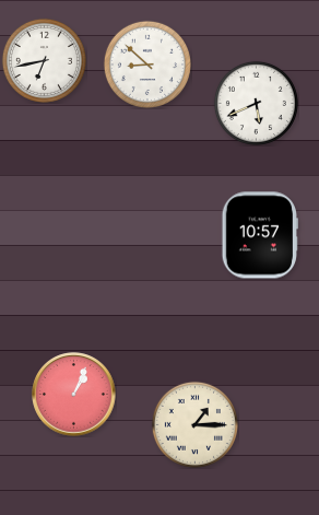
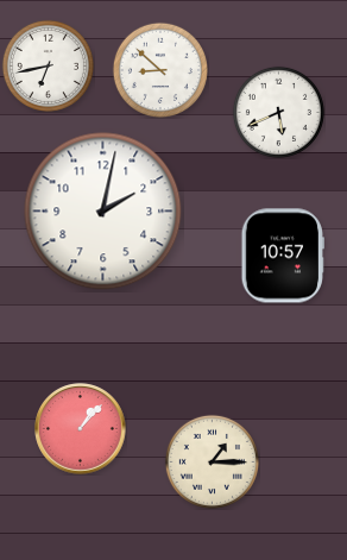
clock at (103, 212): none -> 2:02
clock at (74, 395): 1:04 -> 1:07
